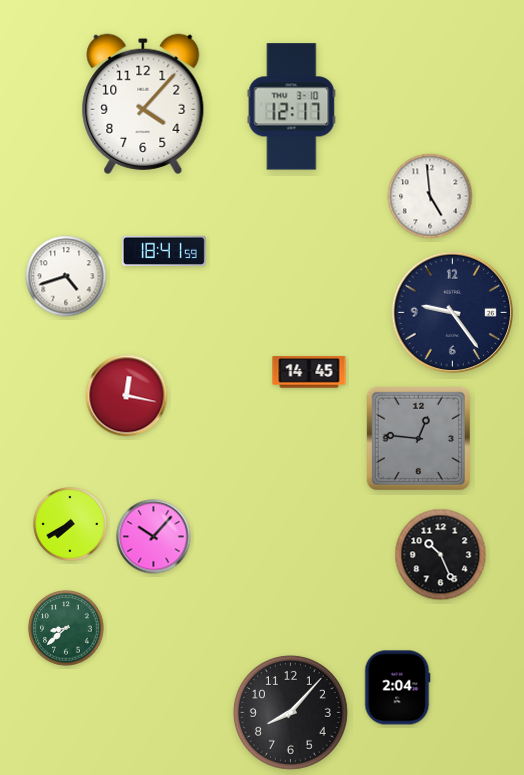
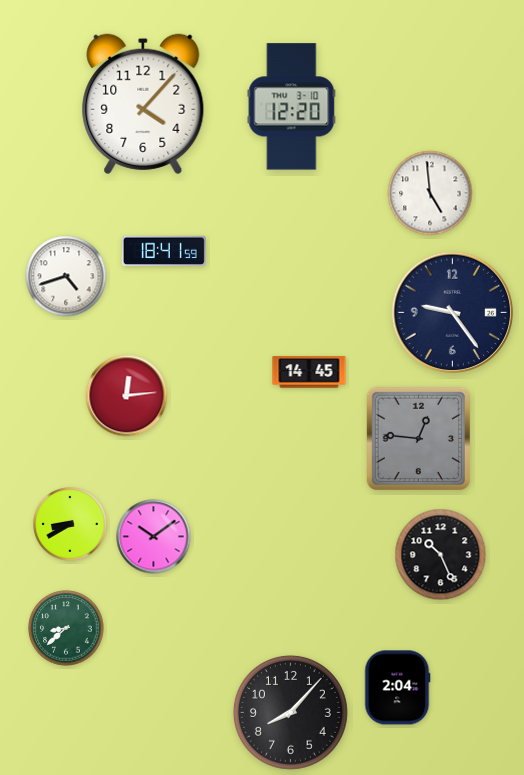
clock at (292, 107): 12:17 -> 12:20
clock at (430, 196) position: (430, 196) -> (430, 193)
clock at (127, 396): 12:17 -> 12:14
clock at (70, 524): 7:40 -> 8:40
clock at (154, 537): 10:07 -> 10:09
